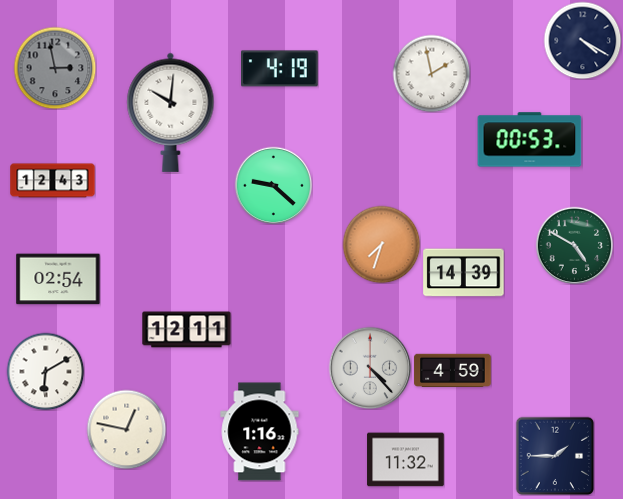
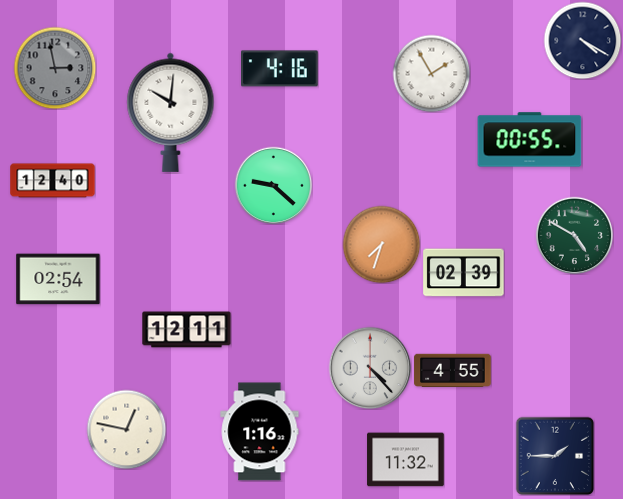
clock at (280, 69): 4:19 -> 4:16
clock at (431, 73): 1:58 -> 1:55
clock at (530, 140): 00:53 -> 00:55
clock at (53, 181): 12:43 -> 12:40
clock at (574, 245) position: (574, 245) -> (574, 235)
clock at (464, 273): 14:39 -> 02:39
clock at (453, 370): 4:59 -> 4:55
clock at (45, 371): 6:10 -> none
